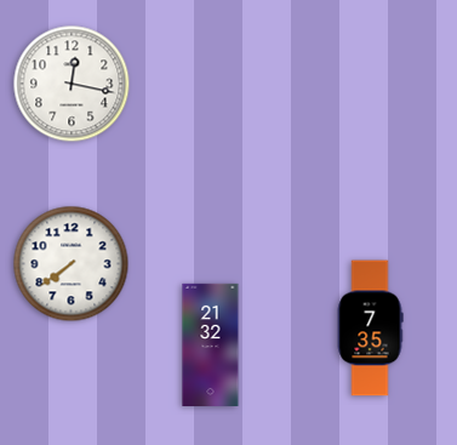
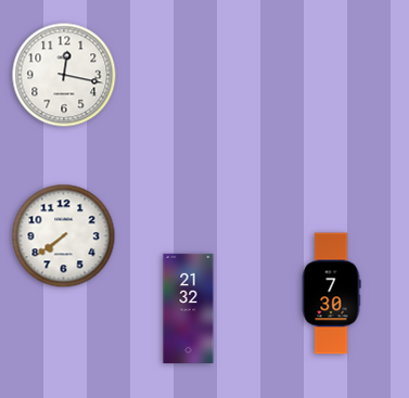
clock at (370, 329): 7:35 -> 7:30
